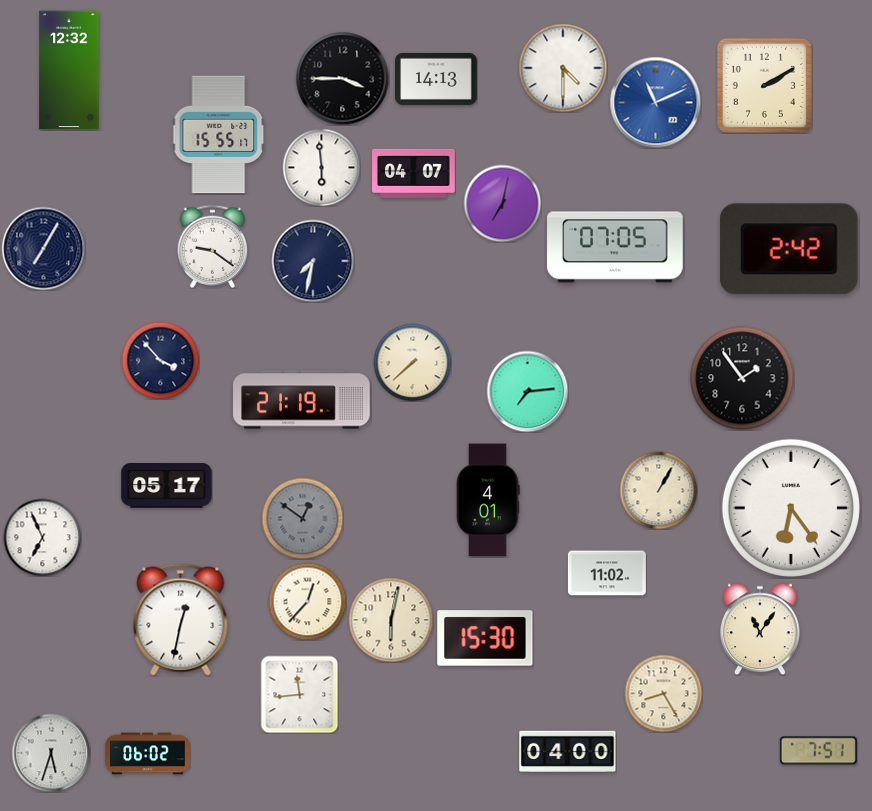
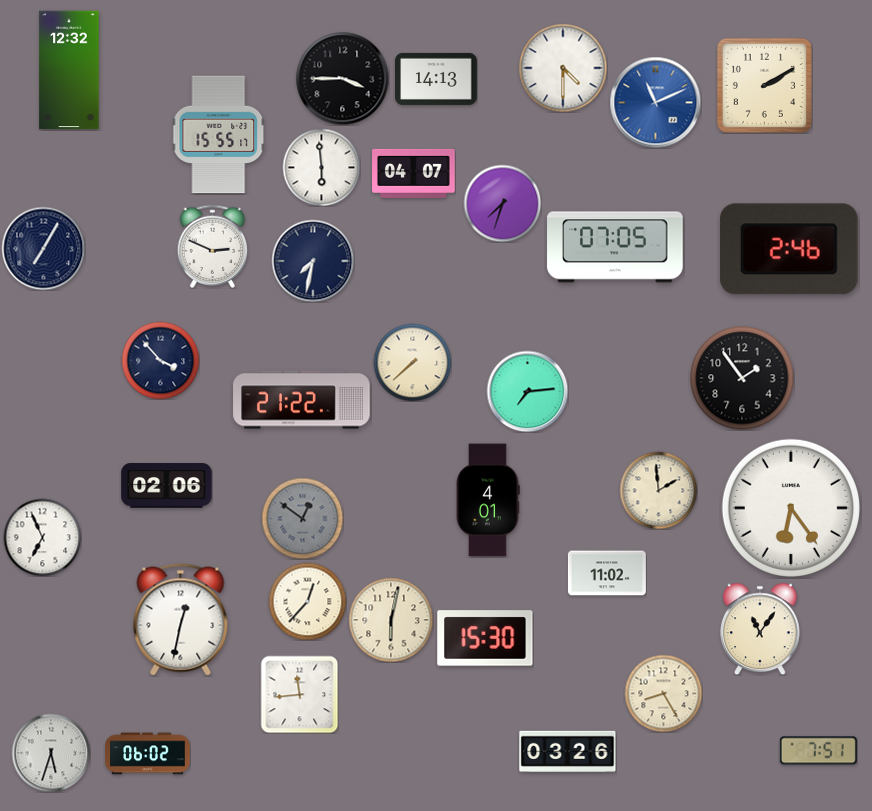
clock at (502, 203): 7:02 -> 7:33
clock at (213, 246): 9:21 -> 2:49
clock at (789, 249): 2:42 -> 2:46
clock at (302, 400): 21:19 -> 21:22
clock at (167, 486): 05:17 -> 02:06
clock at (658, 490): 1:05 -> 1:59
clock at (568, 751): 04:00 -> 03:26
